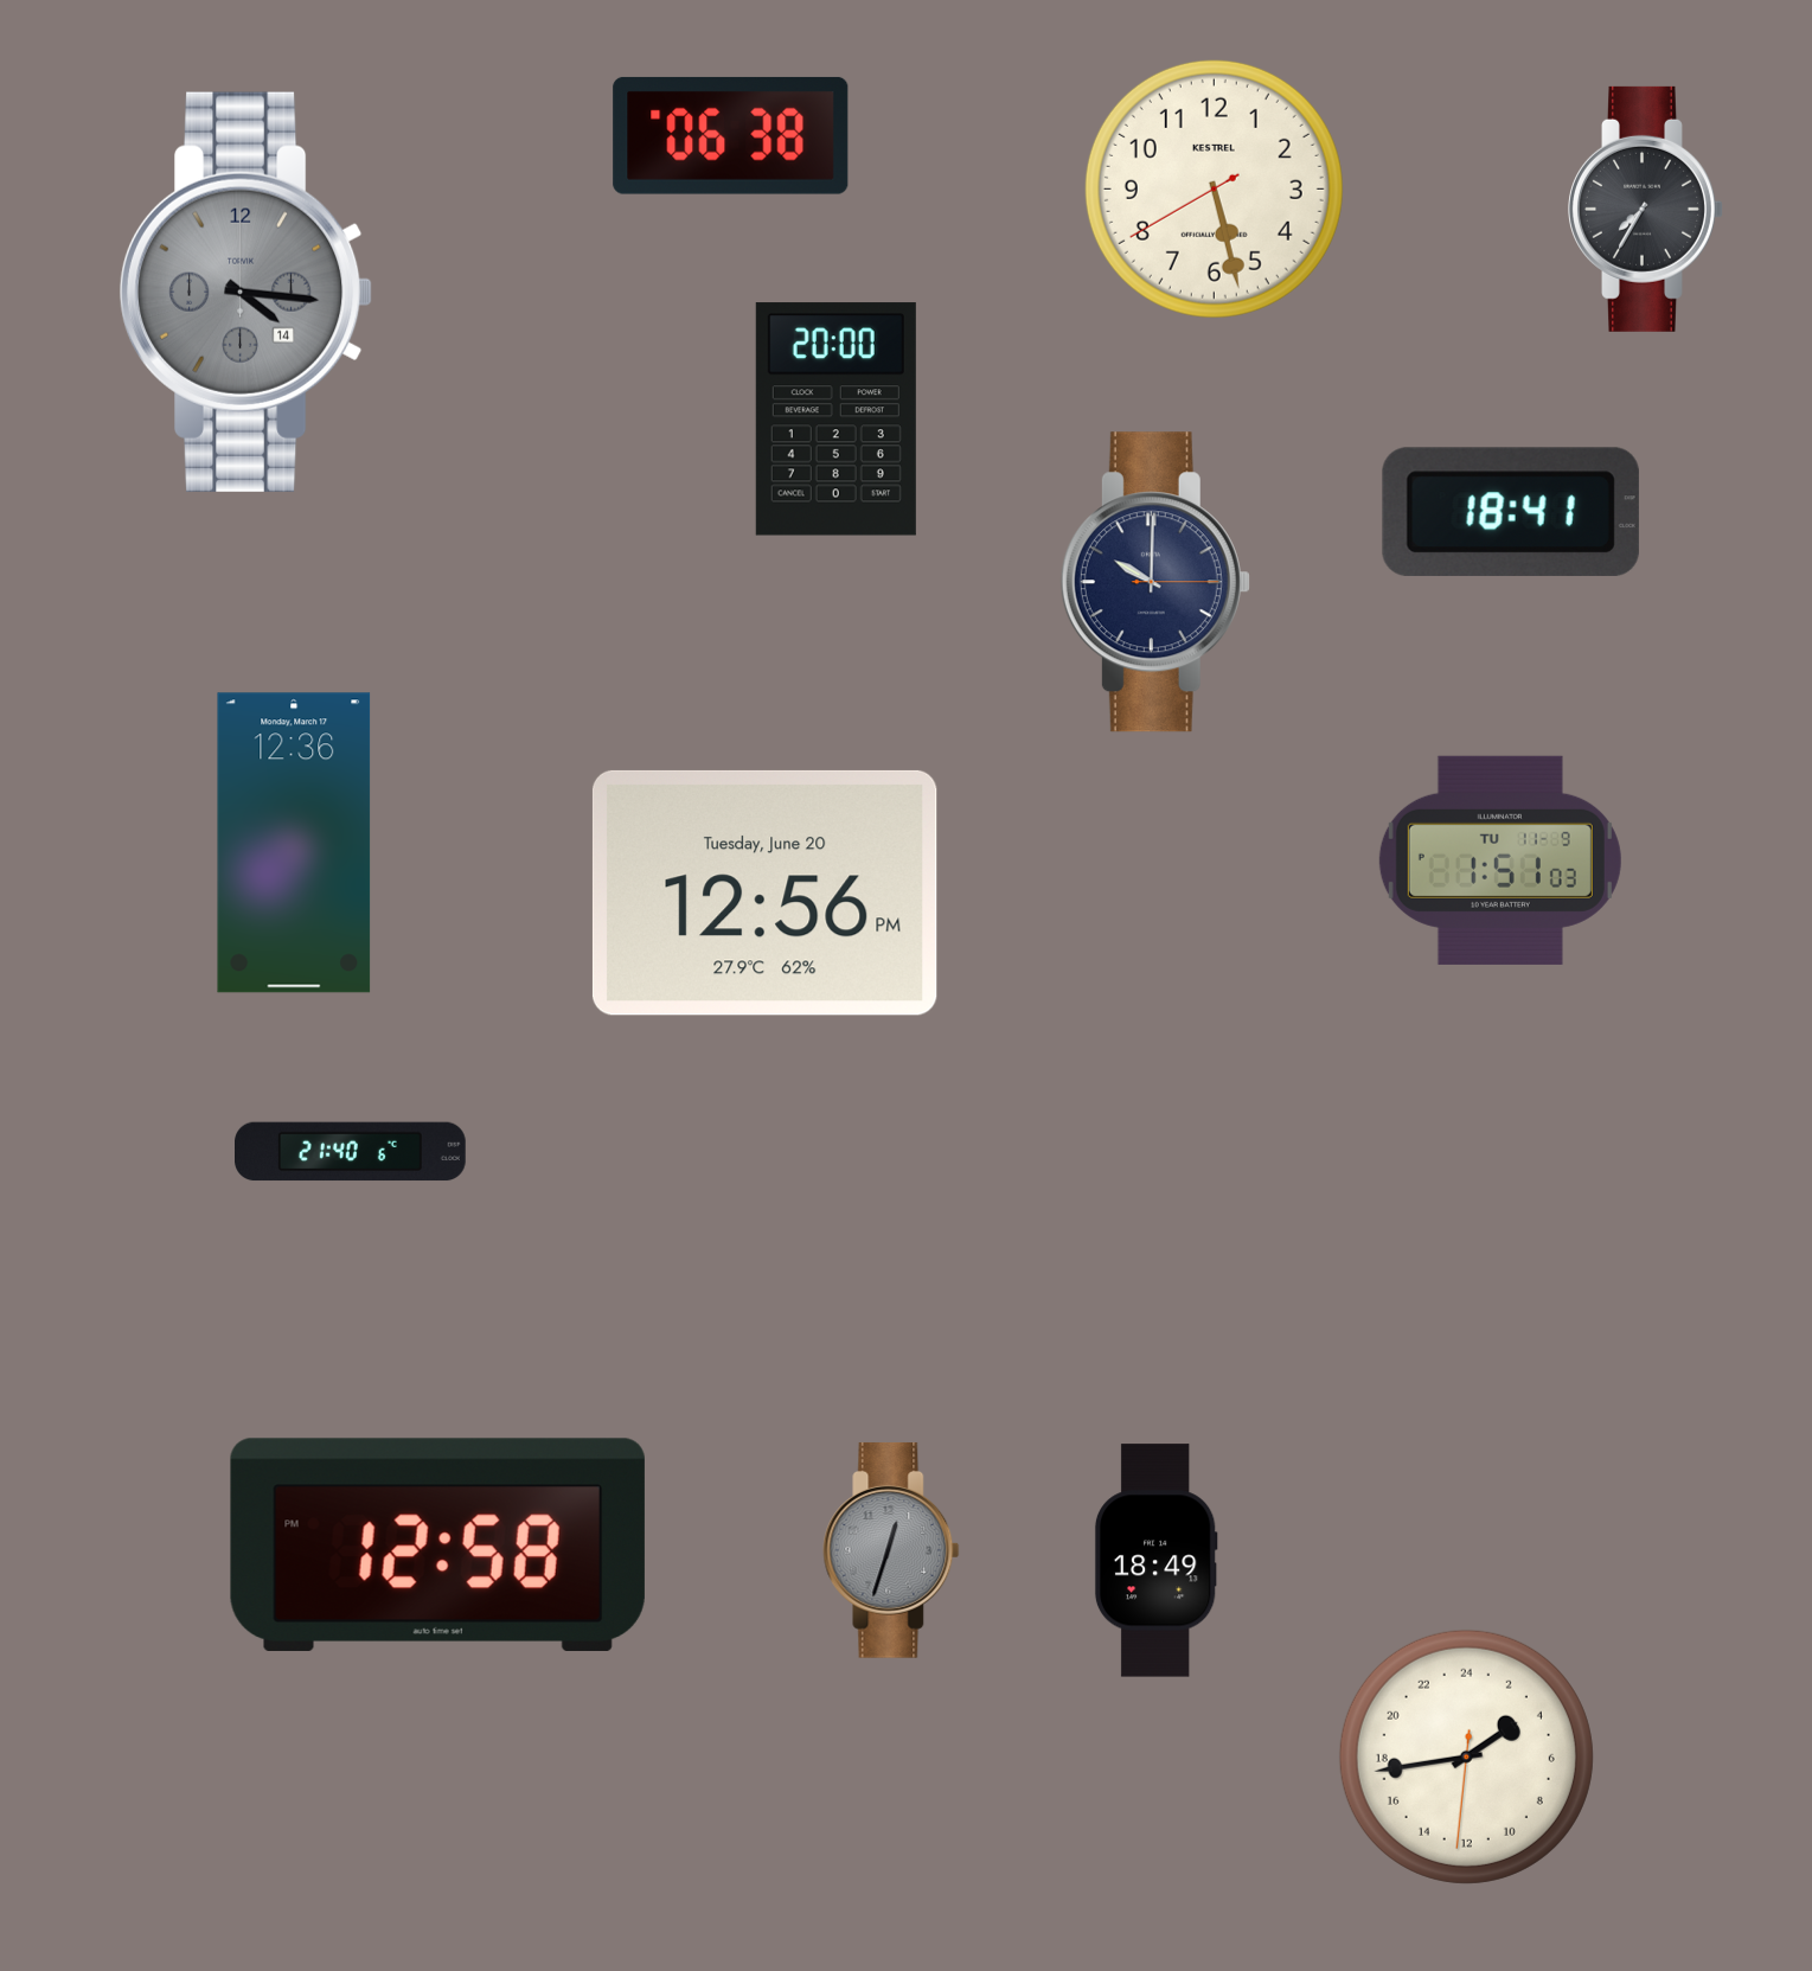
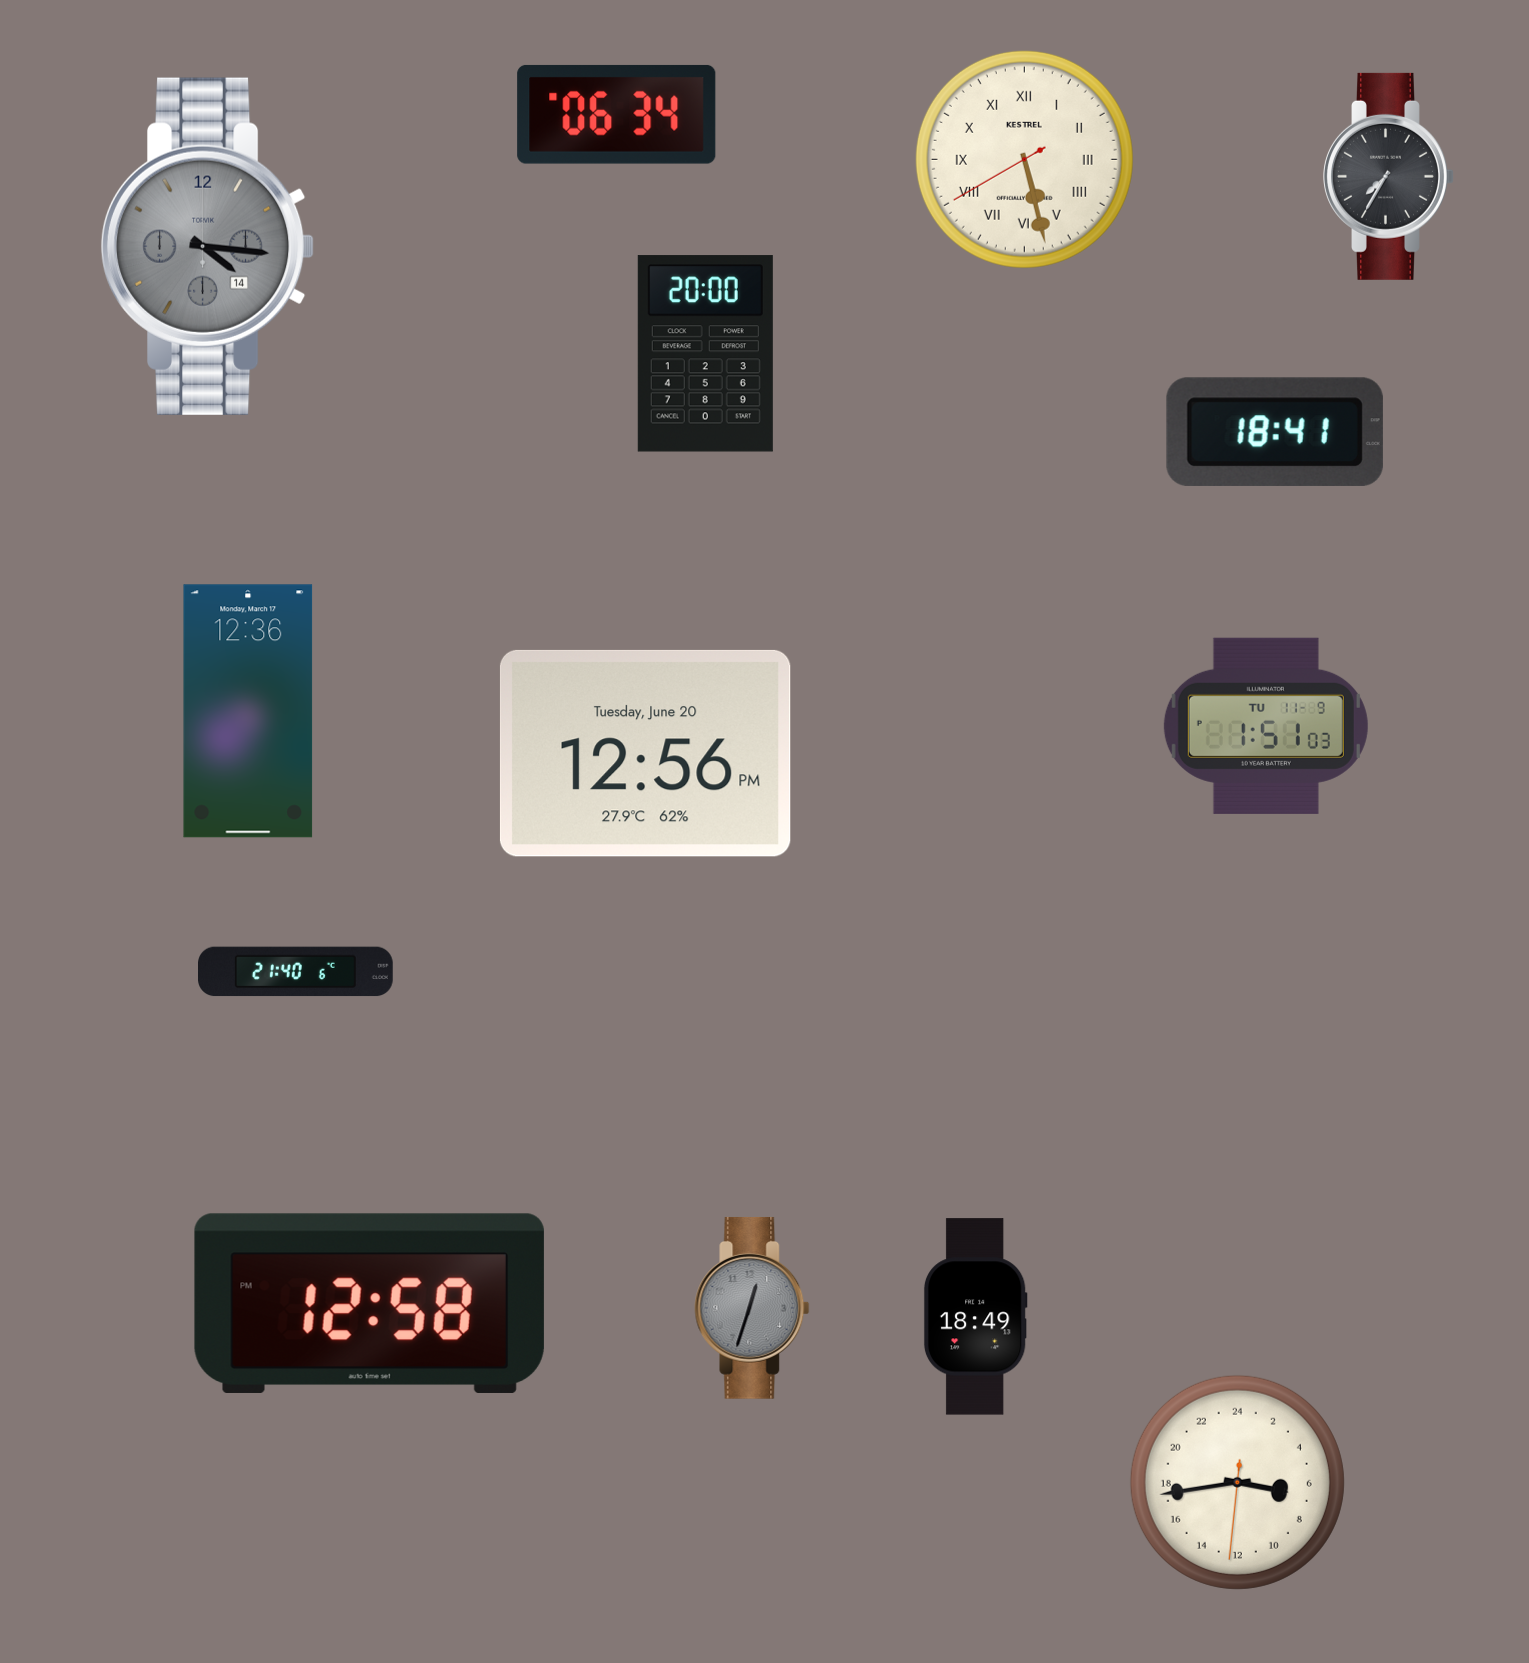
clock at (731, 135): 06:38 -> 06:34
clock at (1214, 188) numerals: Arabic -> Roman
clock at (1155, 582): 10:00 -> none
clock at (1466, 1756): 3:43 -> 6:43
